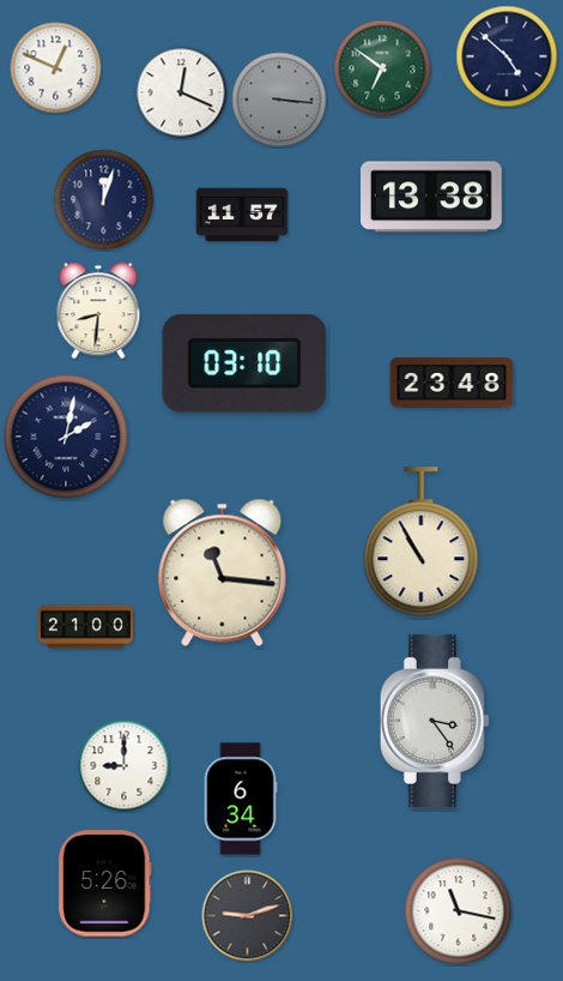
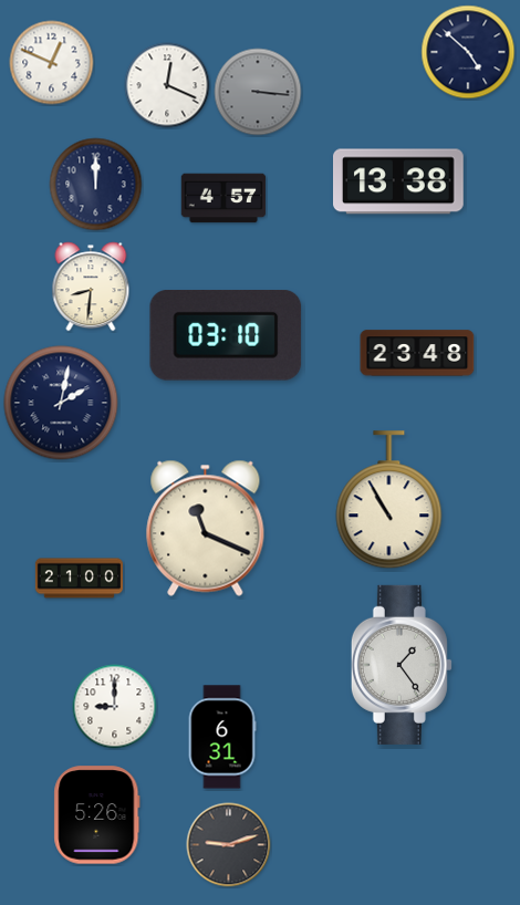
clock at (382, 68): 6:51 -> none
clock at (104, 200): 12:03 -> 12:00
clock at (242, 215): 11:57 -> 4:57
clock at (223, 572): 11:16 -> 11:19
clock at (435, 721): 3:24 -> 1:24
clock at (241, 799): 6:34 -> 6:31
clock at (459, 911): 11:17 -> none
